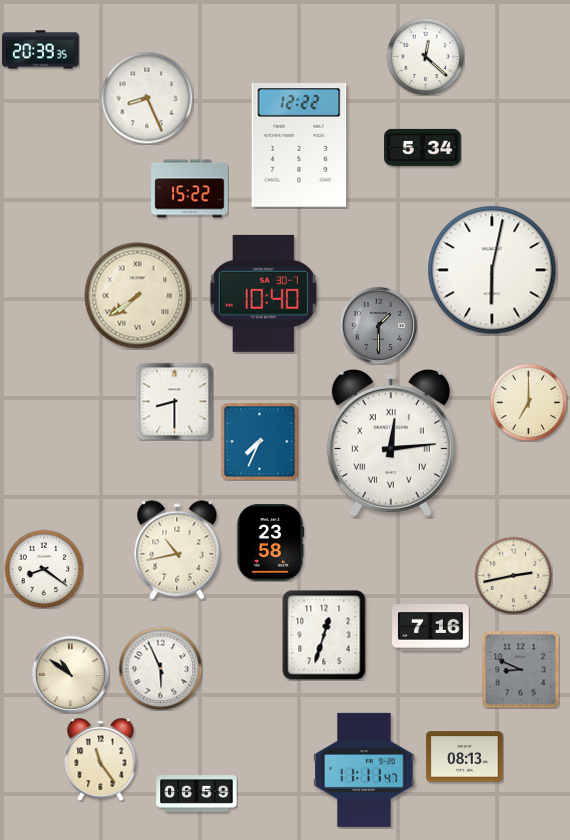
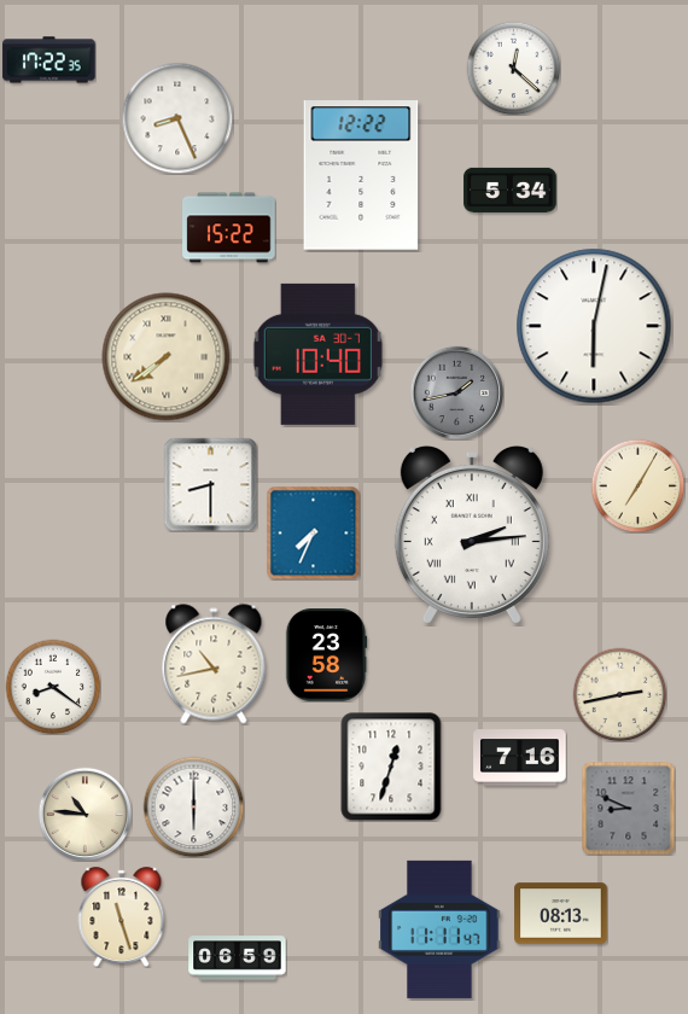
clock at (41, 50): 20:39 -> 17:22
clock at (423, 147) position: (423, 147) -> (511, 190)
clock at (378, 325): 1:30 -> 1:43
clock at (528, 402): 7:00 -> 7:05
clock at (391, 443): 12:14 -> 2:14
clock at (160, 668): 5:56 -> 6:00
clock at (70, 674): 10:51 -> 10:46
clock at (101, 760): 11:24 -> 11:27
